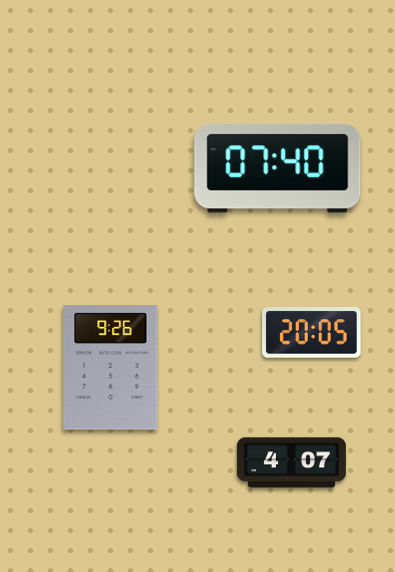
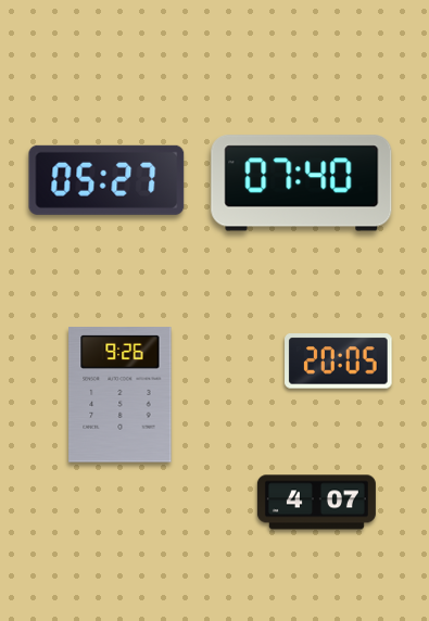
clock at (106, 180): none -> 05:27
clock at (111, 368) position: (111, 368) -> (121, 395)
